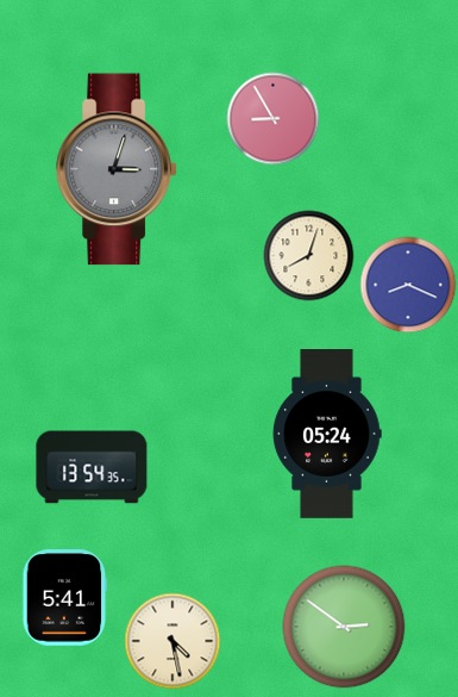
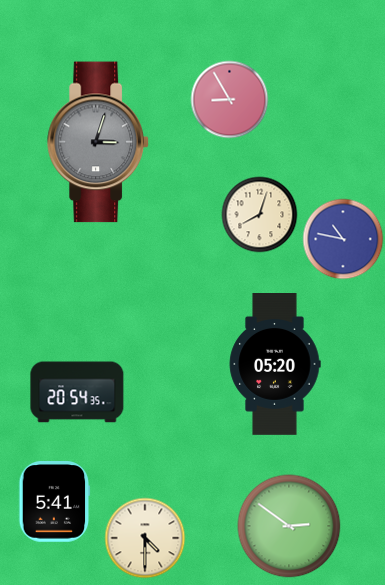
clock at (408, 285): 8:19 -> 10:47
clock at (327, 435): 05:24 -> 05:20
clock at (92, 467): 13:54 -> 20:54
clock at (172, 641): 4:28 -> 4:30
